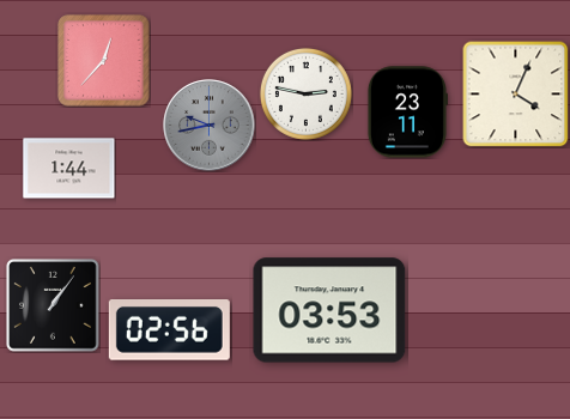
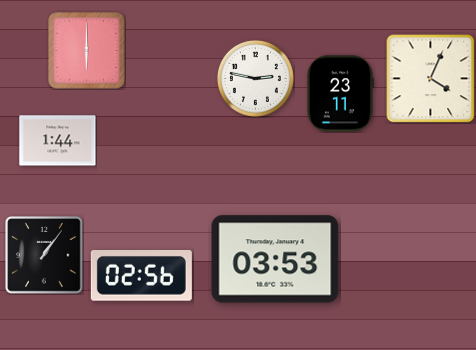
clock at (104, 61): 12:37 -> 6:00
clock at (210, 126): 9:43 -> none
